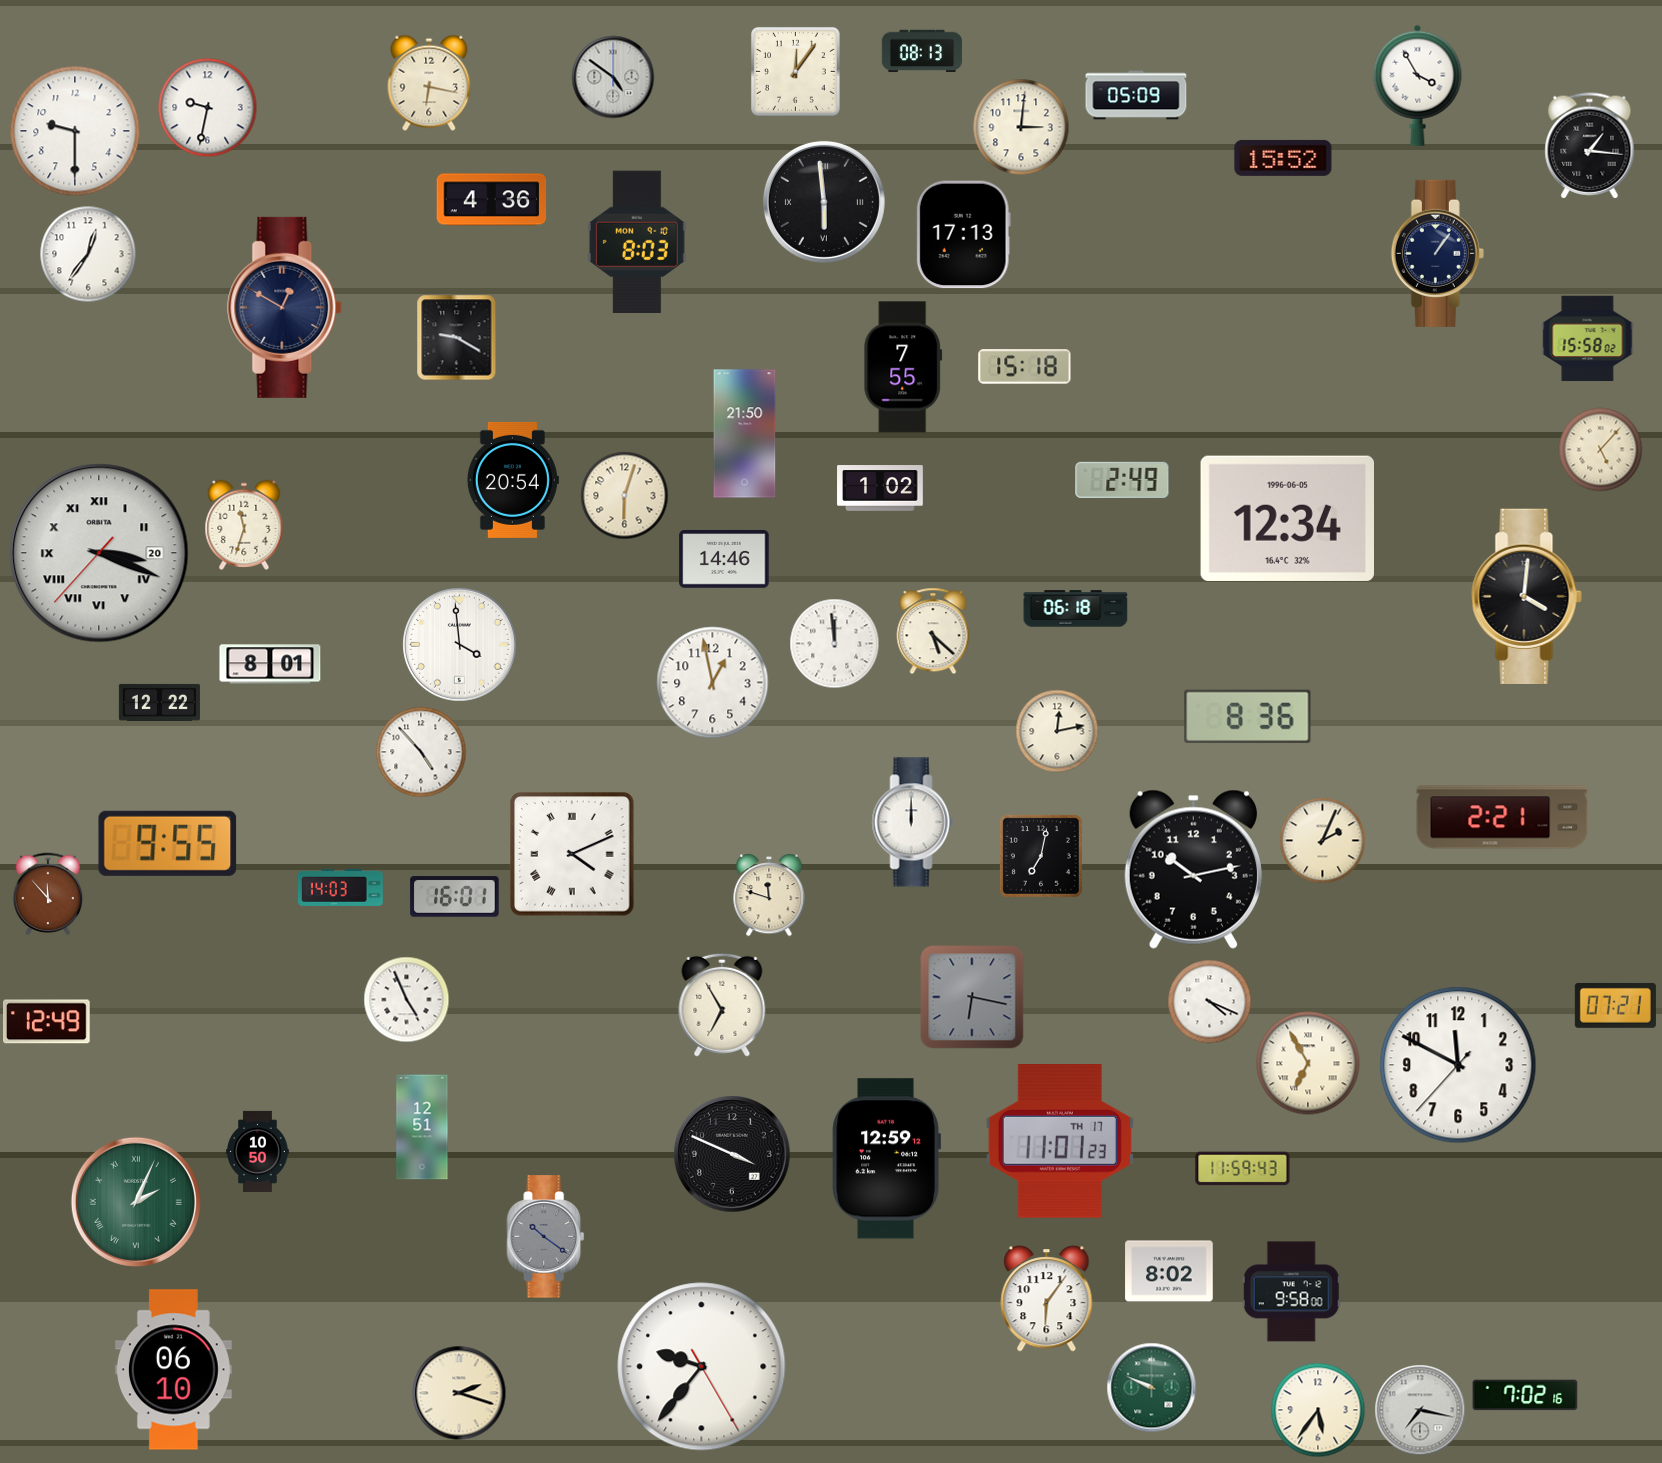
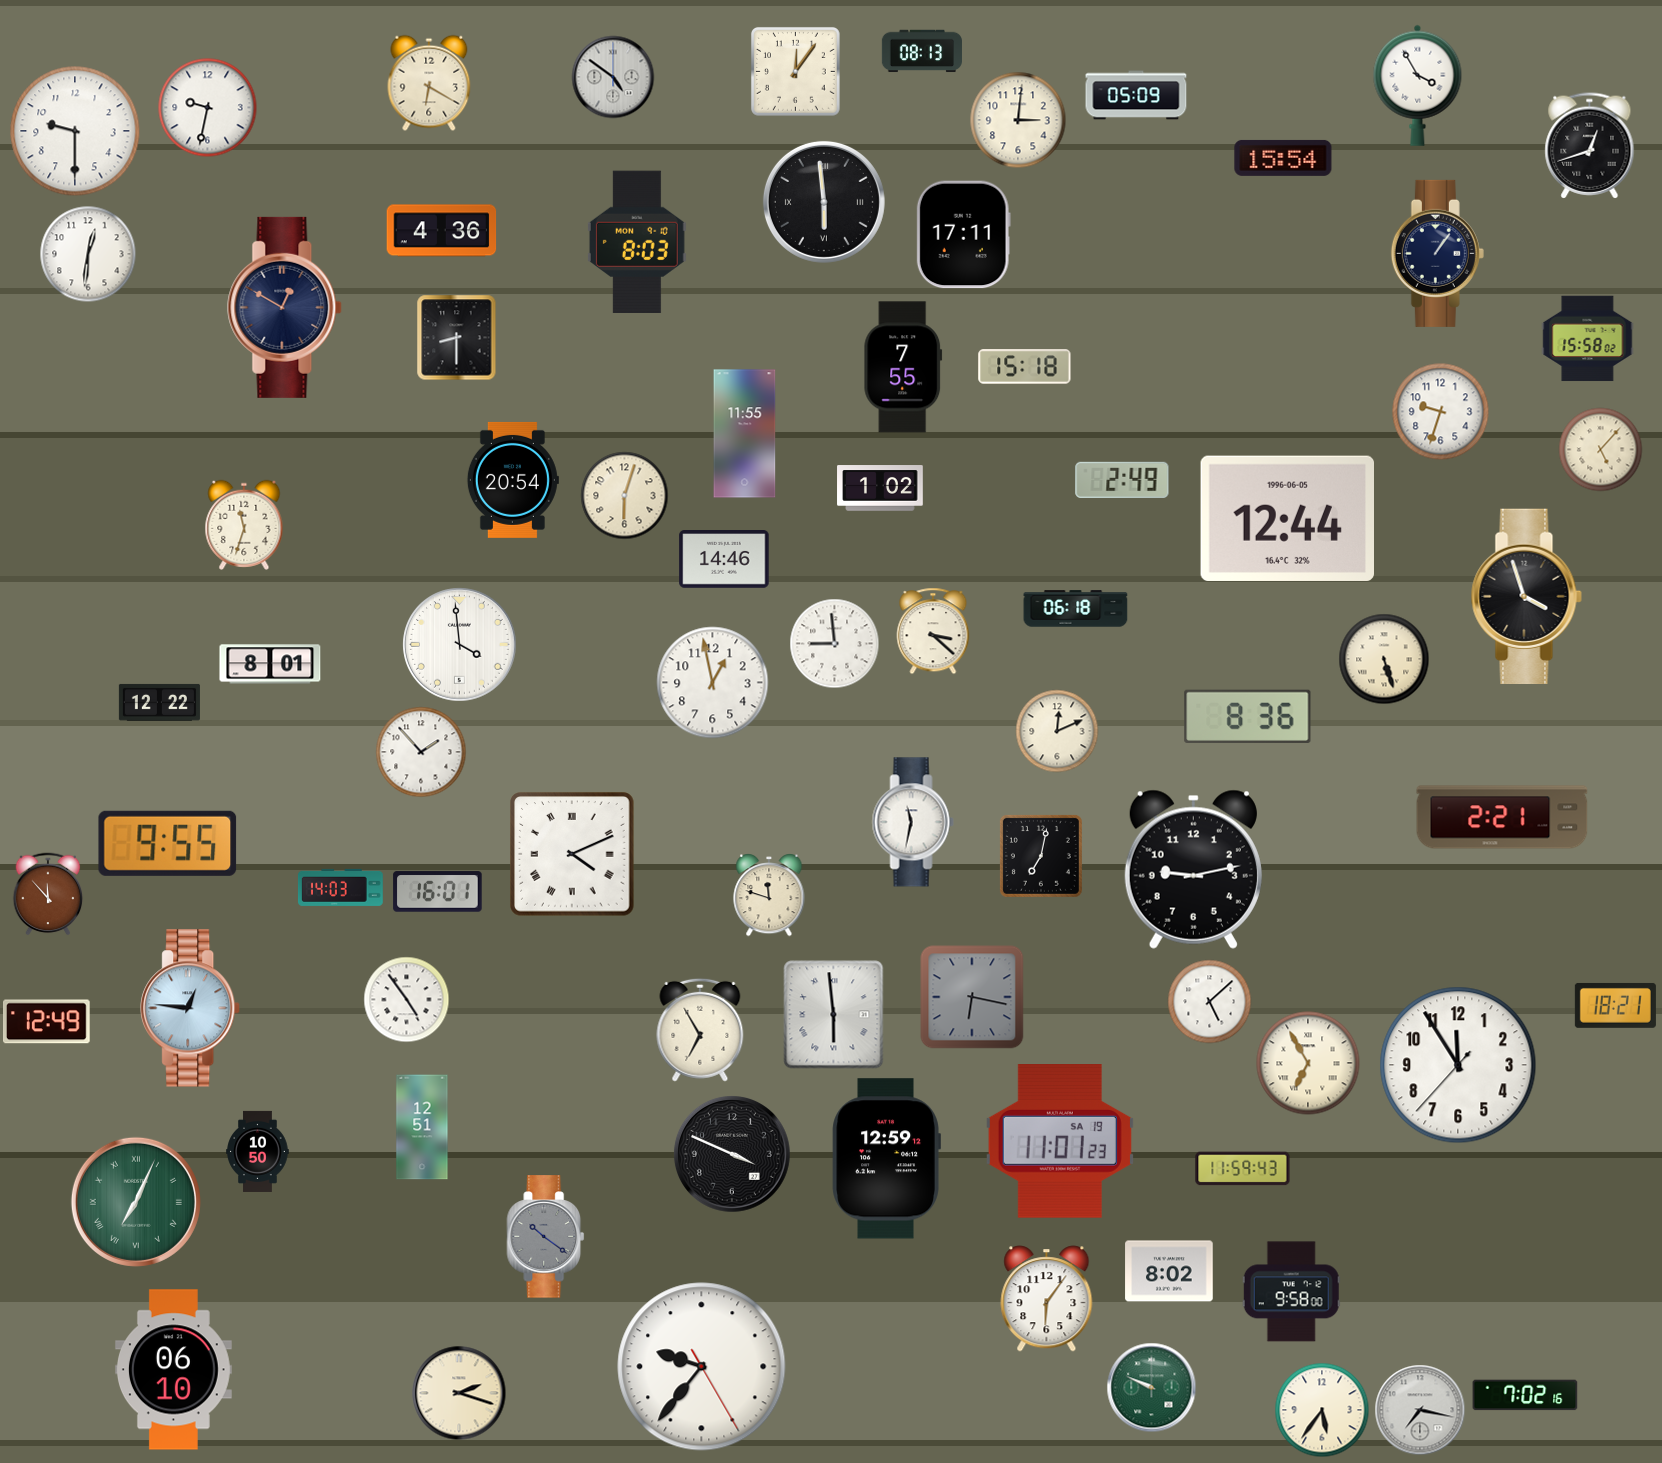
clock at (429, 83): 6:17 -> 6:20
clock at (1021, 127) position: (1021, 127) -> (1018, 120)
clock at (1590, 146): 1:16 -> 12:42
clock at (1283, 158): 15:52 -> 15:54
clock at (492, 200) position: (492, 200) -> (442, 231)
clock at (963, 235): 17:13 -> 17:11
clock at (88, 254): 12:36 -> 12:31
clock at (457, 338): 9:20 -> 8:30
clock at (1441, 412): none -> 9:33
clock at (745, 434): 21:50 -> 11:55
clock at (1287, 518): 12:34 -> 12:44
clock at (99, 553): 3:18 -> none
clock at (1526, 596): 4:01 -> 3:57
clock at (933, 631): 5:22 -> 3:22
clock at (835, 644): 11:59 -> 8:59
clock at (1384, 659): none -> 5:27
clock at (1057, 731): 12:13 -> 12:11
clock at (421, 752): 4:53 -> 1:53
clock at (913, 822): 12:00 -> 11:32
clock at (1323, 841): 2:04 -> none
clock at (1193, 869): 10:13 -> 9:13
clock at (455, 897) position: (455, 897) -> (438, 892)
clock at (407, 1000): 4:56 -> 4:54
clock at (1210, 1002): 4:19 -> 5:08
clock at (722, 1005) position: (722, 1005) -> (700, 1030)
clock at (1615, 1005): 07:21 -> 18:21
clock at (191, 1008): none -> 12:46
clock at (834, 1015): none -> 5:59
clock at (1458, 1065): 11:49 -> 11:54
clock at (1060, 1142) date: TH 17 -> SA 19
clock at (136, 1202): 2:04 -> 7:04
clock at (1318, 1410) position: (1318, 1410) -> (1322, 1410)
